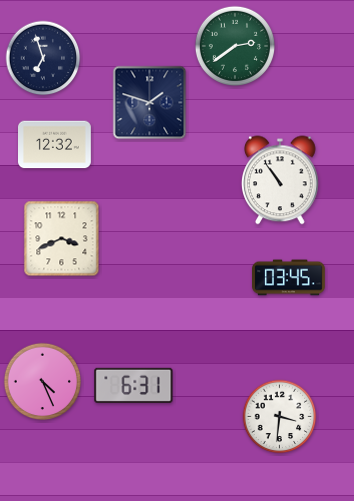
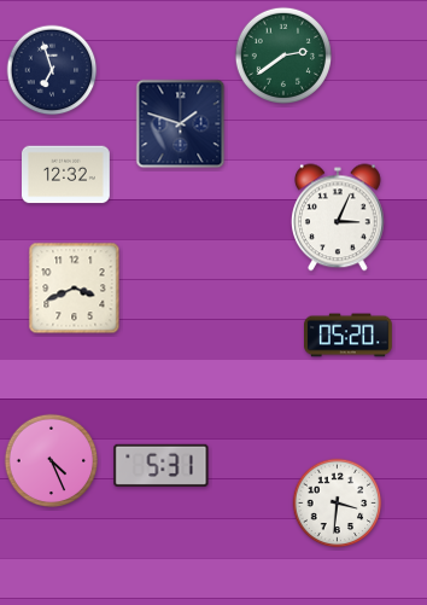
clock at (281, 180): 10:54 -> 3:04
clock at (289, 278): 03:45 -> 05:20
clock at (134, 385): 6:31 -> 5:31
